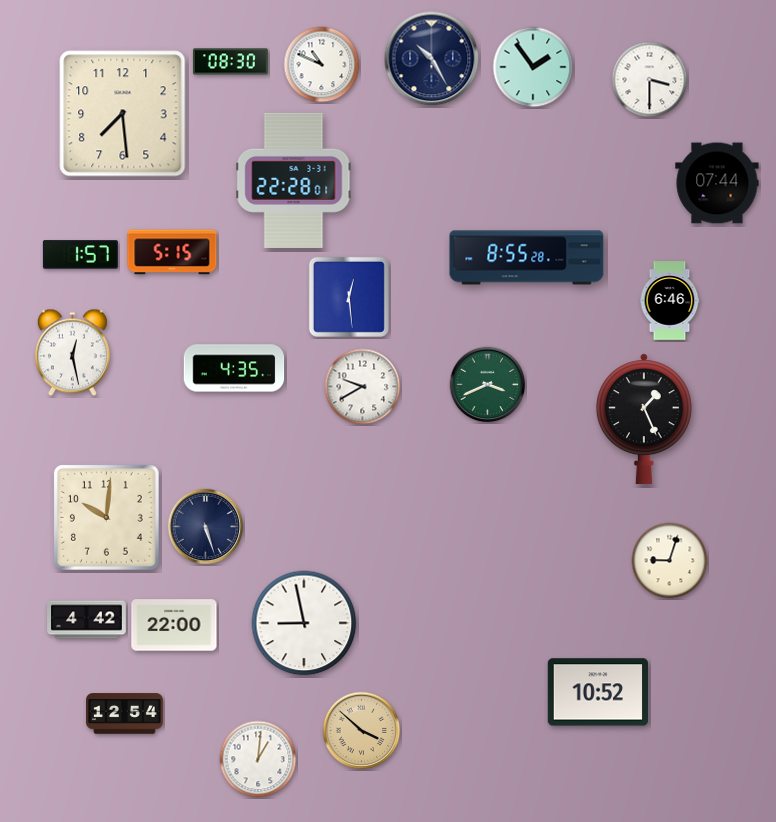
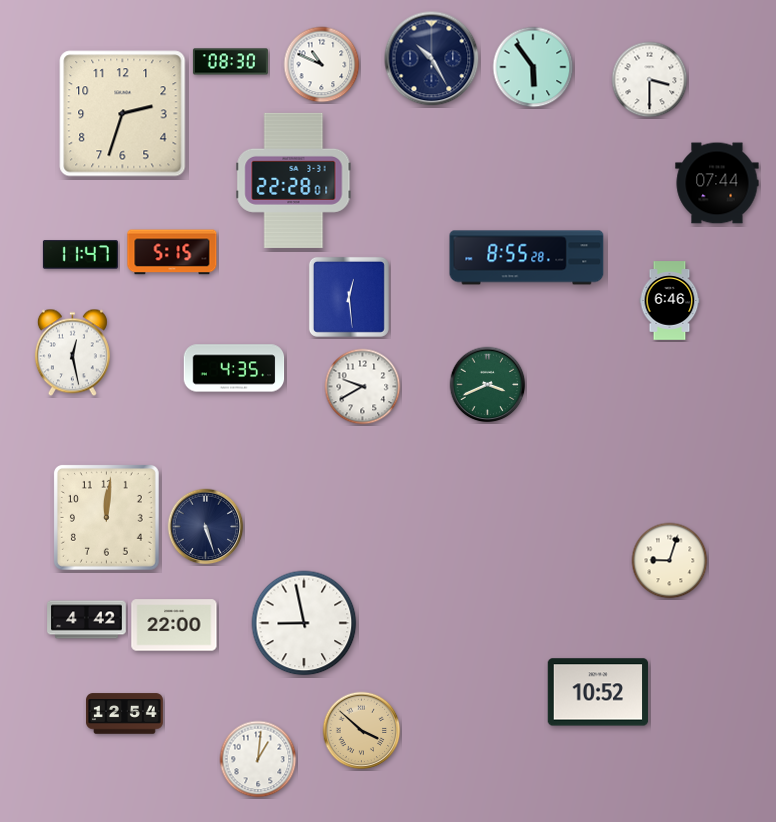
clock at (533, 67): 1:54 -> 5:54
clock at (123, 114): 7:29 -> 2:33
clock at (80, 255): 1:57 -> 11:47
clock at (644, 419): 1:26 -> none
clock at (106, 517): 10:01 -> 12:01
